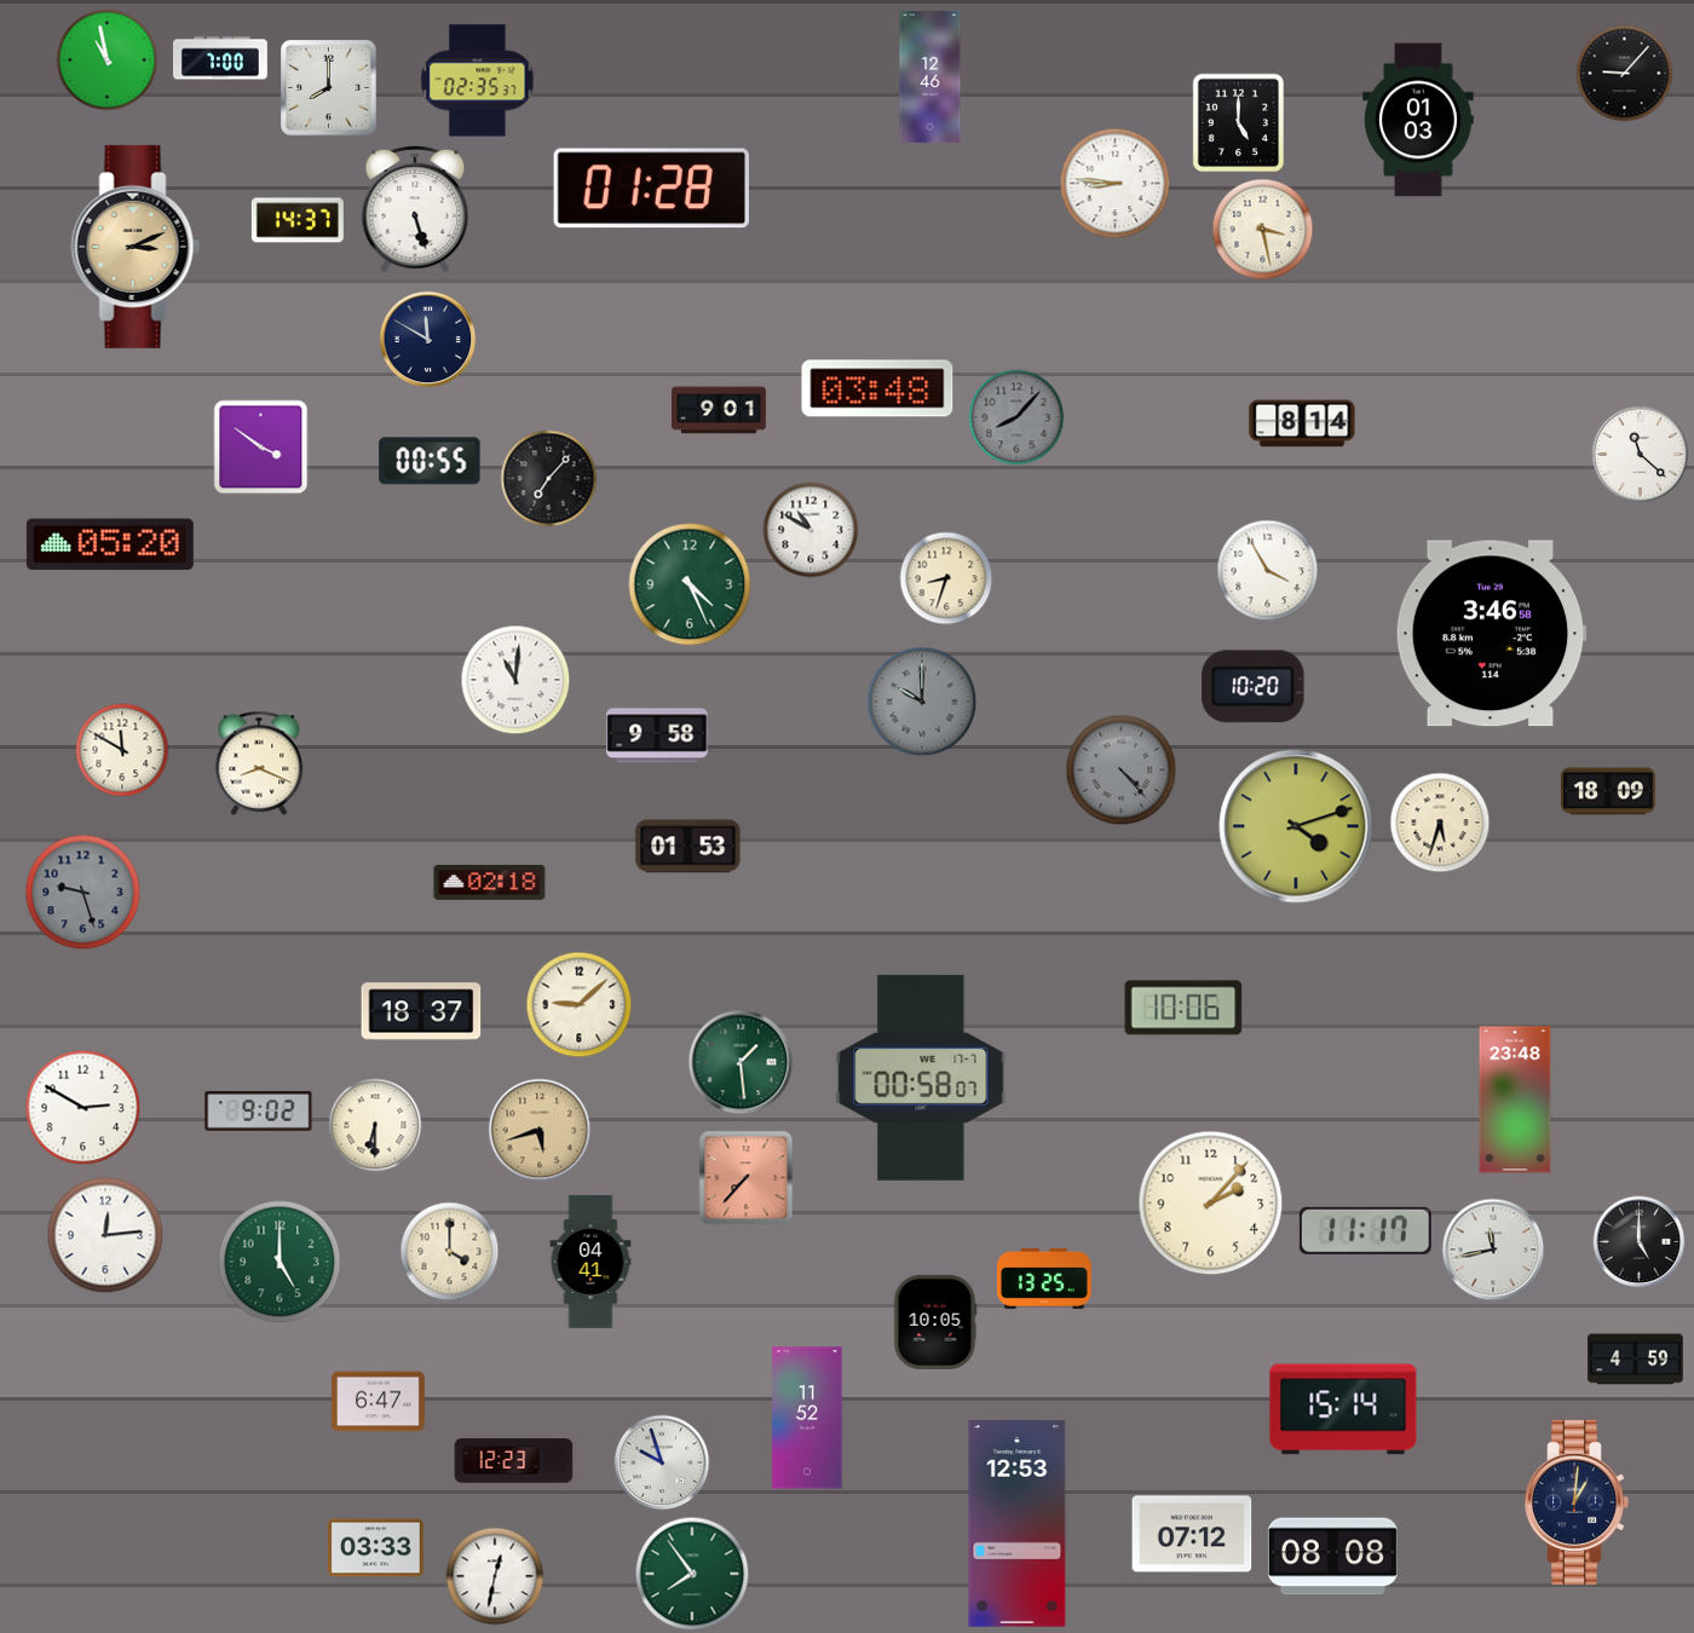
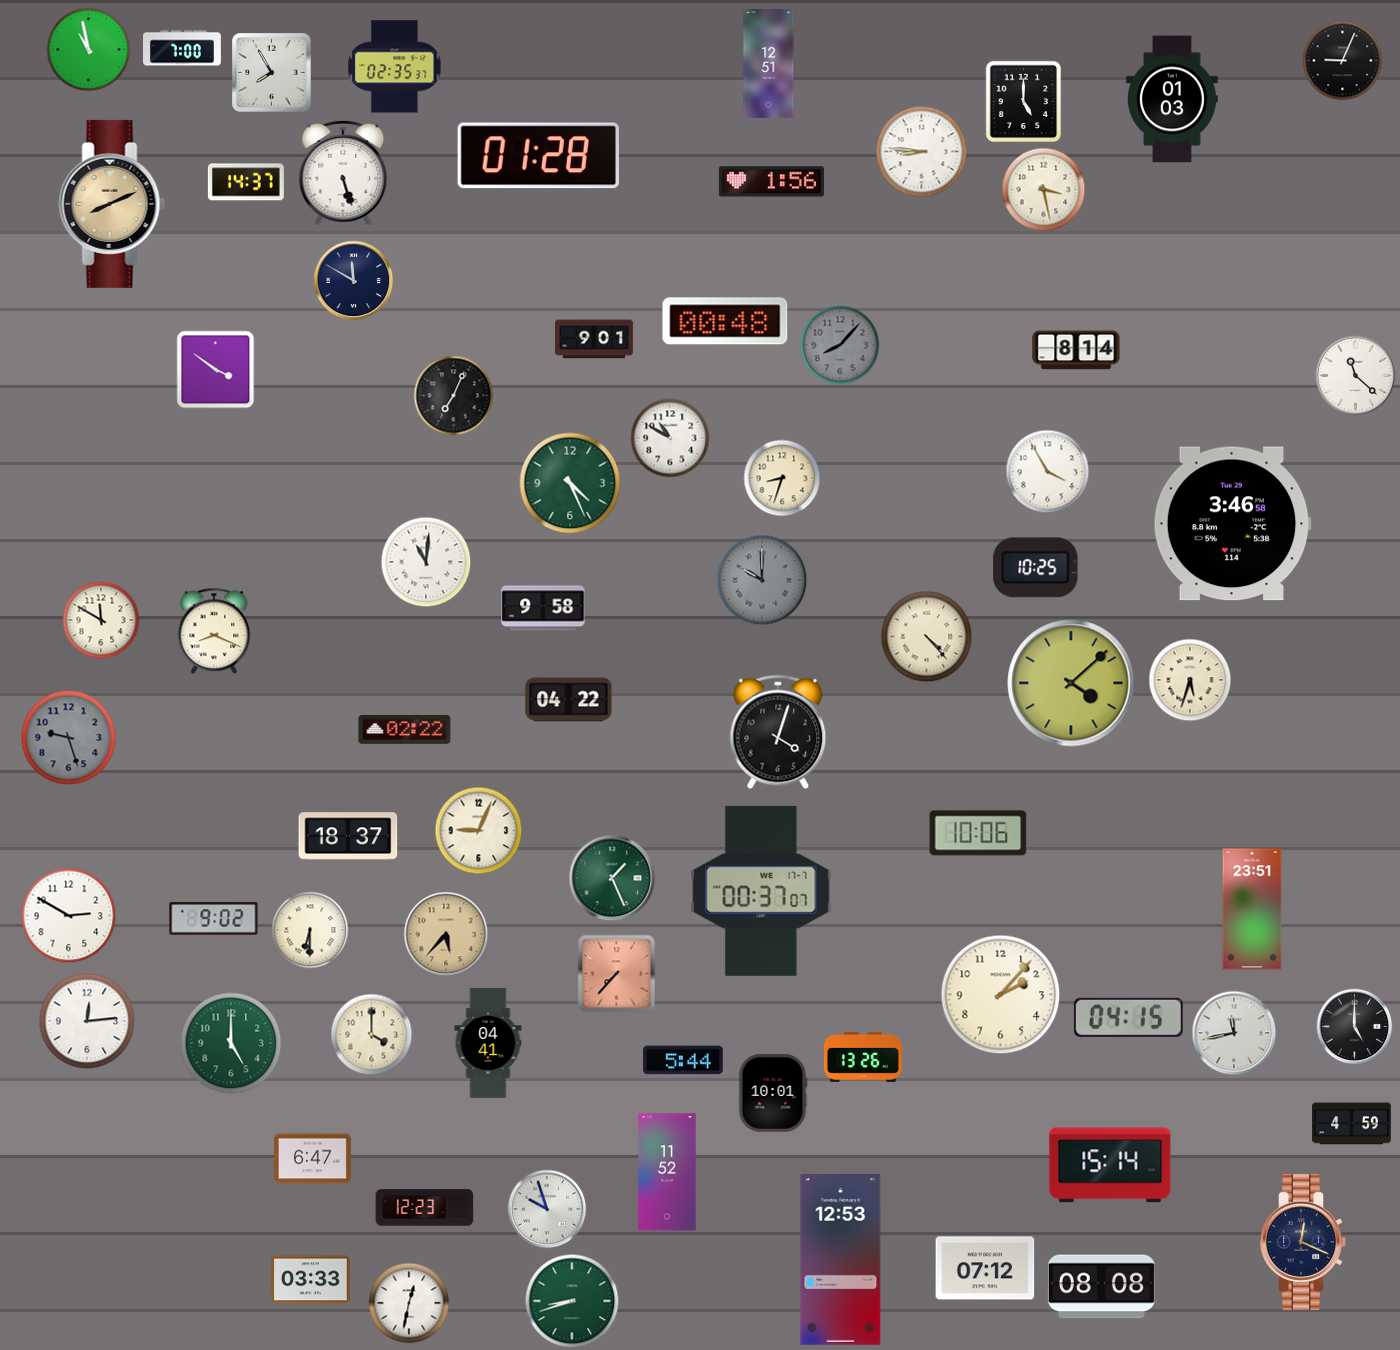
clock at (1625, 74): 9:07 -> 9:04
clock at (930, 77): 12:46 -> 12:51
clock at (329, 88): 8:00 -> 7:55
clock at (771, 182): none -> 1:56
clock at (136, 247): 3:11 -> 8:11
clock at (877, 388): 03:48 -> 00:48
clock at (430, 461): 00:55 -> none
clock at (549, 479): 7:07 -> 7:04
clock at (110, 544): 05:20 -> none
clock at (1254, 687): 10:20 -> 10:25
clock at (1122, 771) dial: grey -> cream
clock at (1608, 791): 18:09 -> none
clock at (1296, 826): 4:12 -> 4:08
clock at (688, 847): 01:53 -> 04:22
clock at (490, 882): 02:18 -> 02:22
clock at (778, 732): none -> 4:03
clock at (580, 1005): 9:08 -> 9:04
clock at (741, 1062): 1:29 -> 1:26
clock at (921, 1078): 00:58 -> 00:37
clock at (1515, 1100): 23:48 -> 23:51
clock at (540, 1130): 5:42 -> 5:37
clock at (1365, 1230): 11:17 -> 04:15
clock at (1044, 1279): 13:25 -> 13:26
clock at (683, 1060): none -> 5:44
clock at (935, 1322): 10:05 -> 10:01
clock at (1577, 1502): 1:01 -> 12:19
clock at (692, 1574): 7:54 -> 8:42
